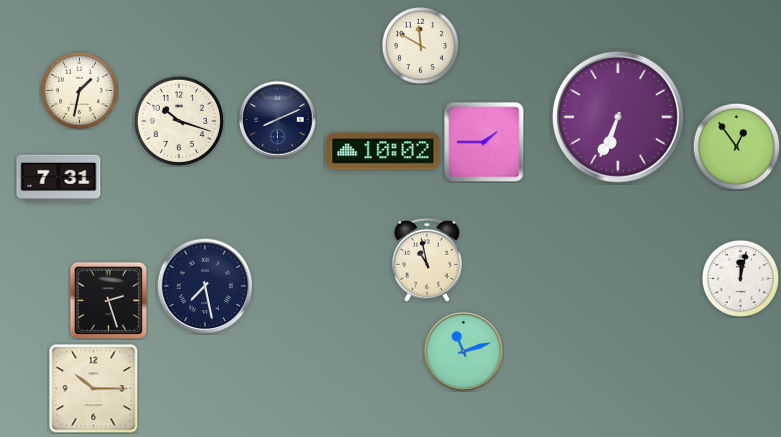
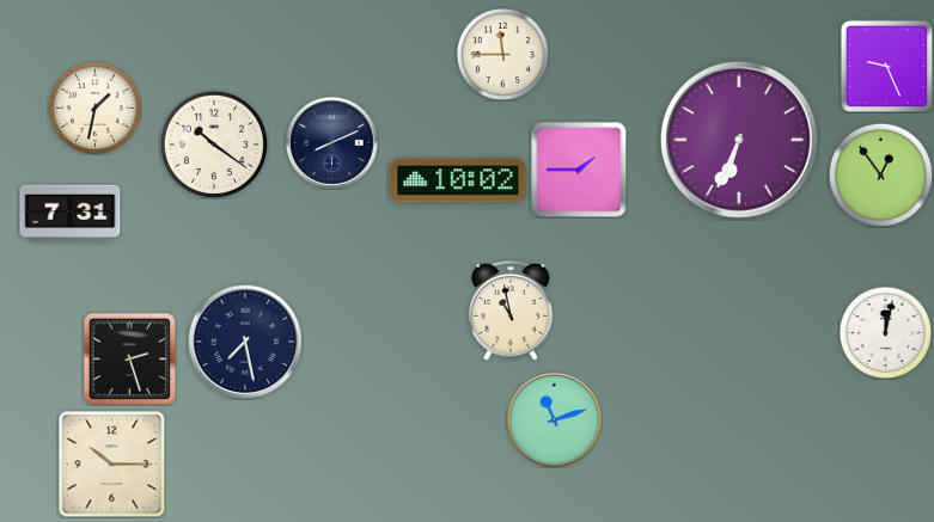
clock at (420, 45): 11:50 -> 11:45
clock at (886, 66): none -> 9:26
clock at (178, 120): 10:18 -> 10:21
